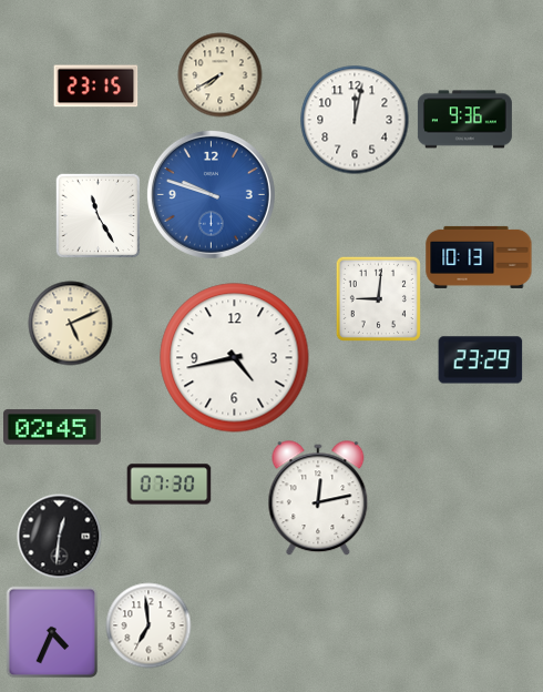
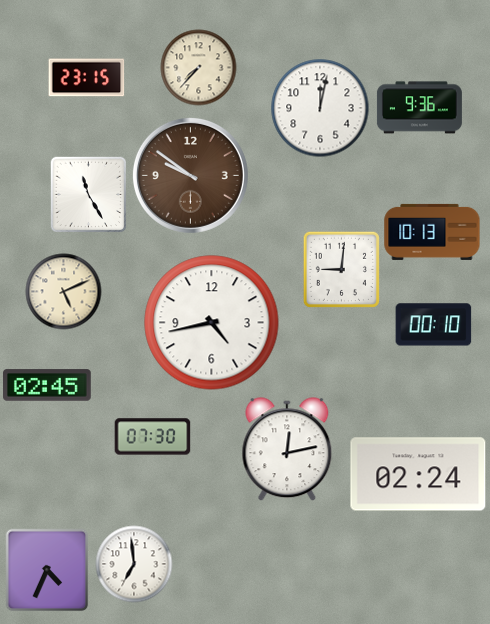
clock at (221, 75): 7:40 -> 7:37
clock at (211, 194): 9:48 -> 9:51
clock at (211, 194) dial: blue -> brown
clock at (481, 360): 23:29 -> 00:10
clock at (418, 474): none -> 02:24
clock at (60, 537): 12:31 -> none
